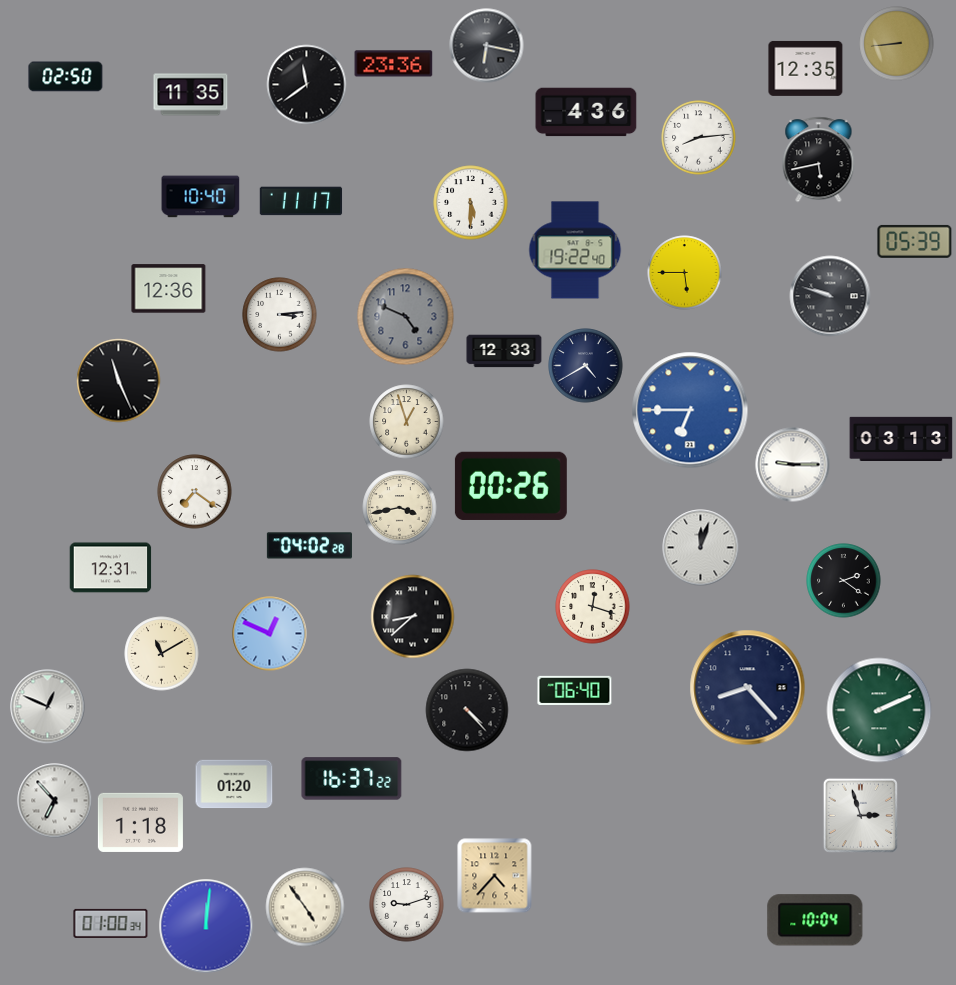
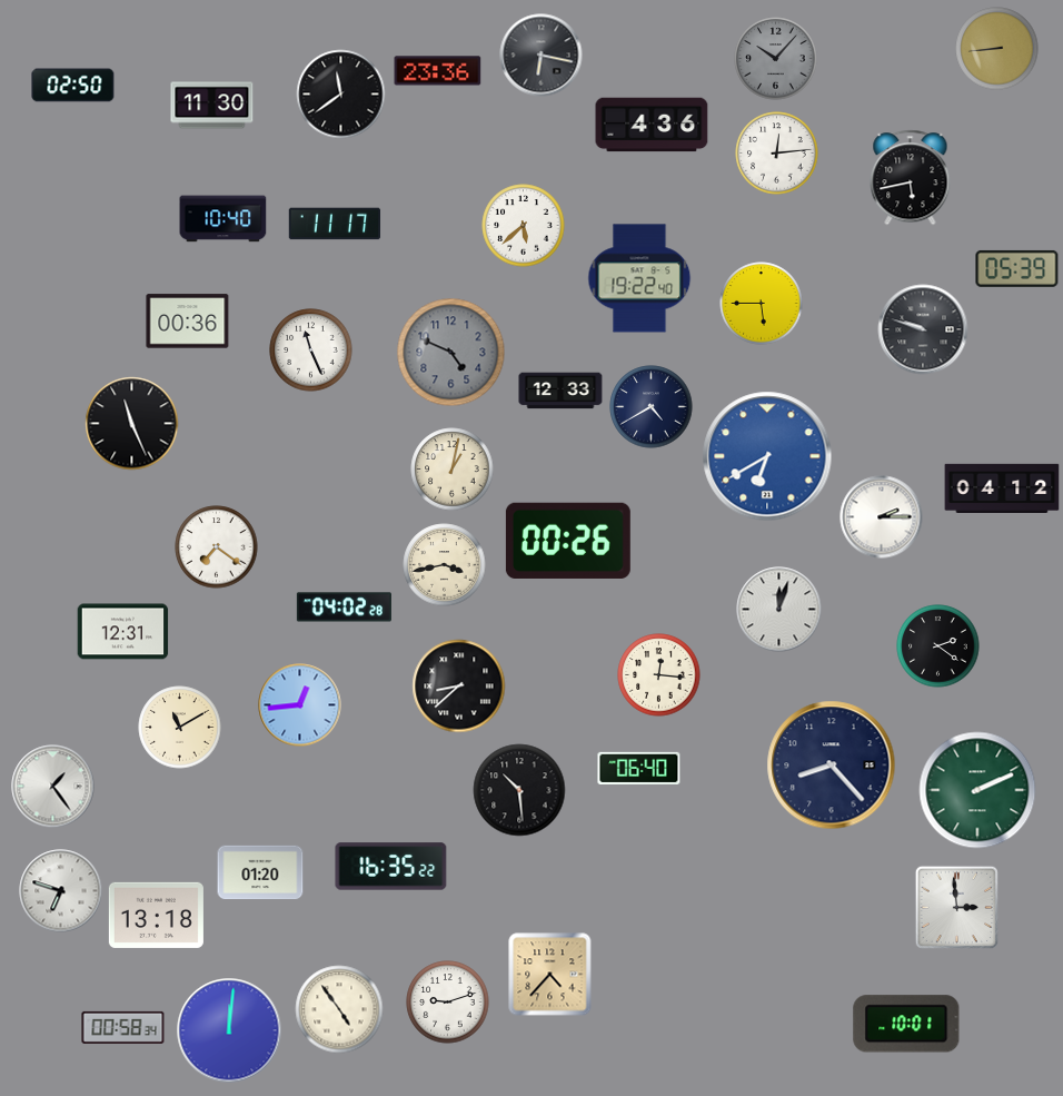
clock at (487, 46) position: (487, 46) -> (542, 56)
clock at (776, 59): none -> 10:07
clock at (806, 68): 12:35 -> none
clock at (191, 95): 11:35 -> 11:30
clock at (699, 138): 8:14 -> 12:14
clock at (471, 203): 5:30 -> 5:38
clock at (169, 289): 12:36 -> 00:36
clock at (280, 315): 3:14 -> 11:26
clock at (690, 410): 6:45 -> 6:40
clock at (407, 422): 12:57 -> 1:02
clock at (901, 438): 03:13 -> 04:12
clock at (793, 465): 9:15 -> 2:15
clock at (593, 607): 12:18 -> 12:16
clock at (270, 634): 12:49 -> 12:44
clock at (48, 707): 12:49 -> 1:24
clock at (467, 710): 4:23 -> 10:29
clock at (352, 779): 16:37 -> 16:35
clock at (55, 801): 6:53 -> 6:48
clock at (860, 815): 2:57 -> 2:59
clock at (140, 822): 1:18 -> 13:18
clock at (407, 905) position: (407, 905) -> (448, 1003)
clock at (815, 920): 10:04 -> 10:01
clock at (111, 923): 01:00 -> 00:58
